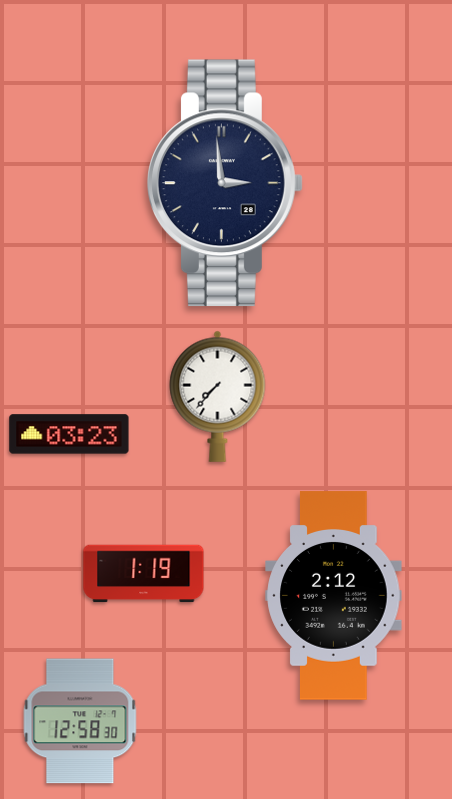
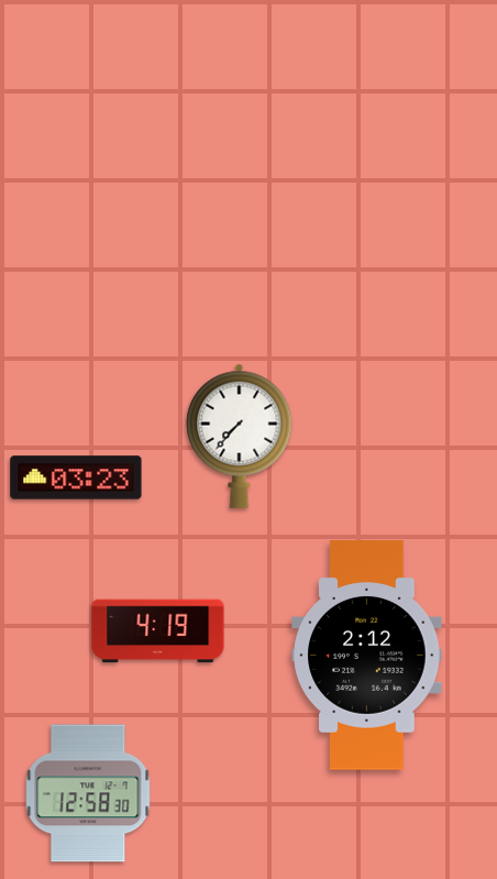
clock at (226, 183): 2:59 -> none
clock at (144, 574): 1:19 -> 4:19
